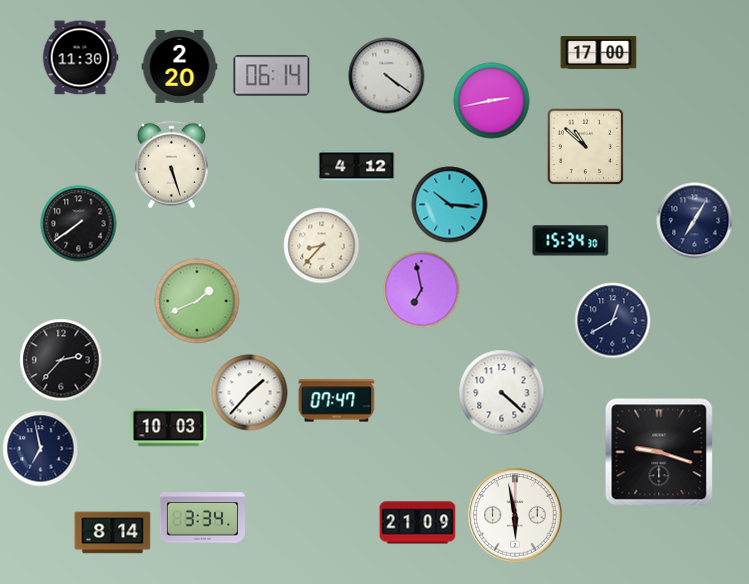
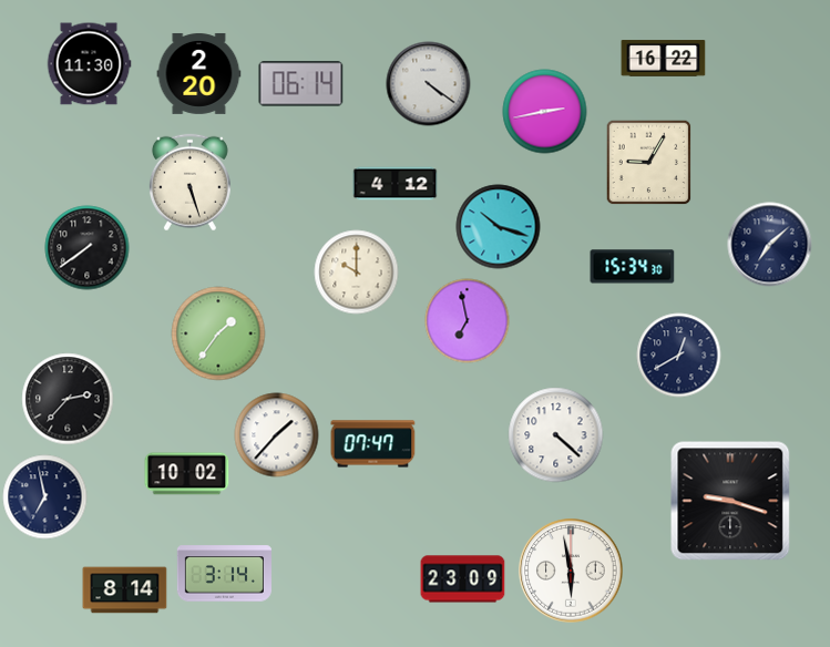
clock at (599, 53): 17:00 -> 16:22
clock at (585, 146): 10:52 -> 9:05
clock at (450, 205): 10:16 -> 10:18
clock at (695, 221): 7:05 -> 7:08
clock at (322, 246): 8:37 -> 10:00
clock at (197, 301): 1:41 -> 1:36
clock at (169, 428): 10:03 -> 10:02
clock at (202, 518): 3:34 -> 3:14
clock at (418, 523): 21:09 -> 23:09
